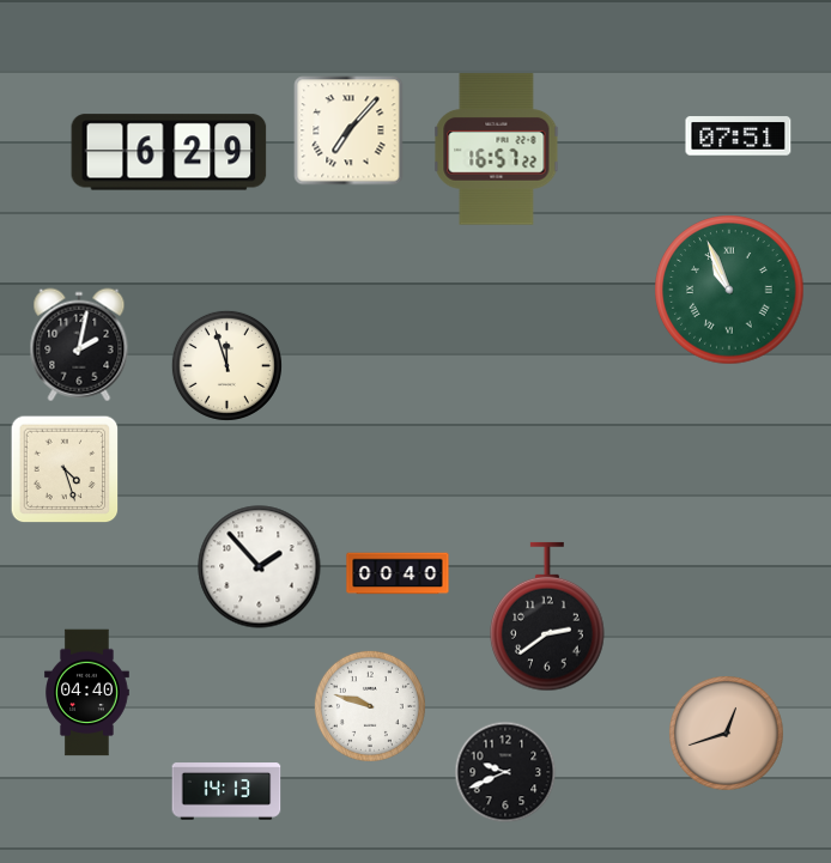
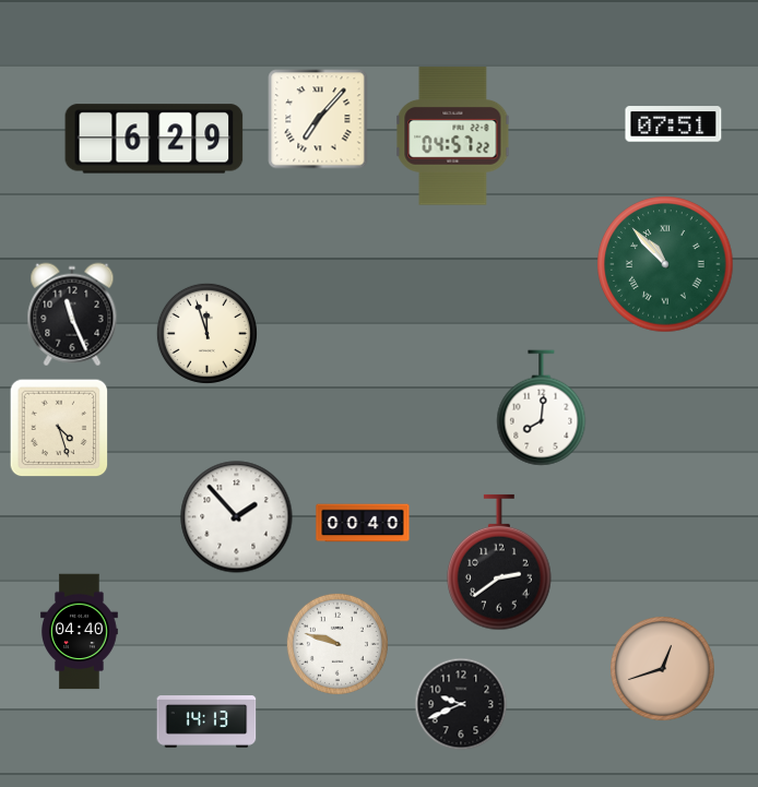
clock at (497, 150): 16:57 -> 04:57
clock at (729, 290): 10:56 -> 10:53
clock at (79, 345): 2:02 -> 11:26
clock at (542, 408): none -> 8:01
